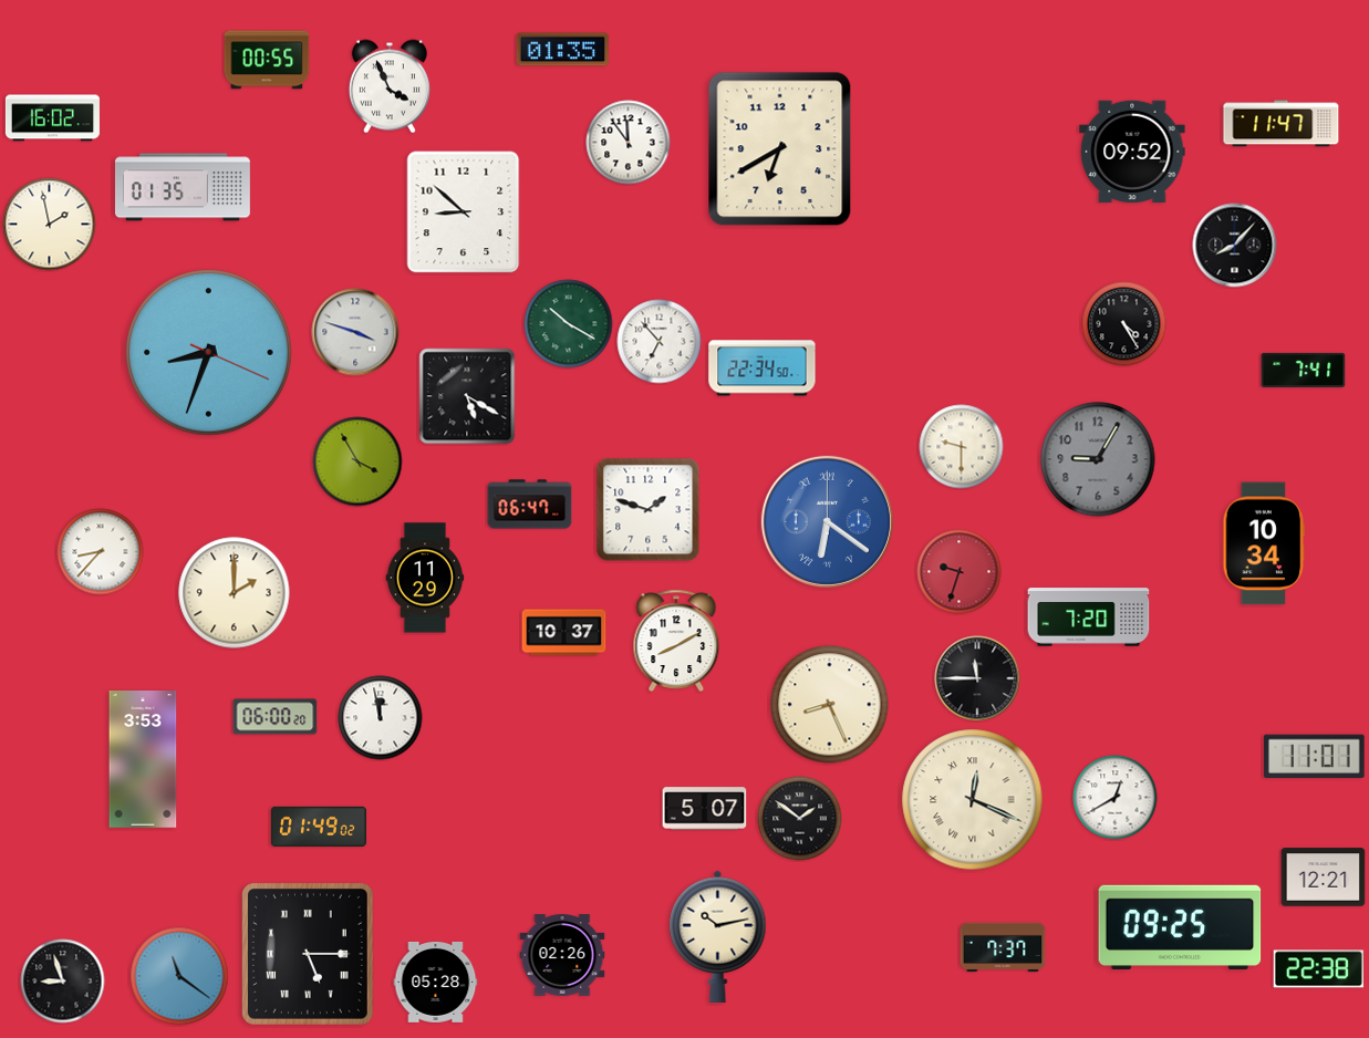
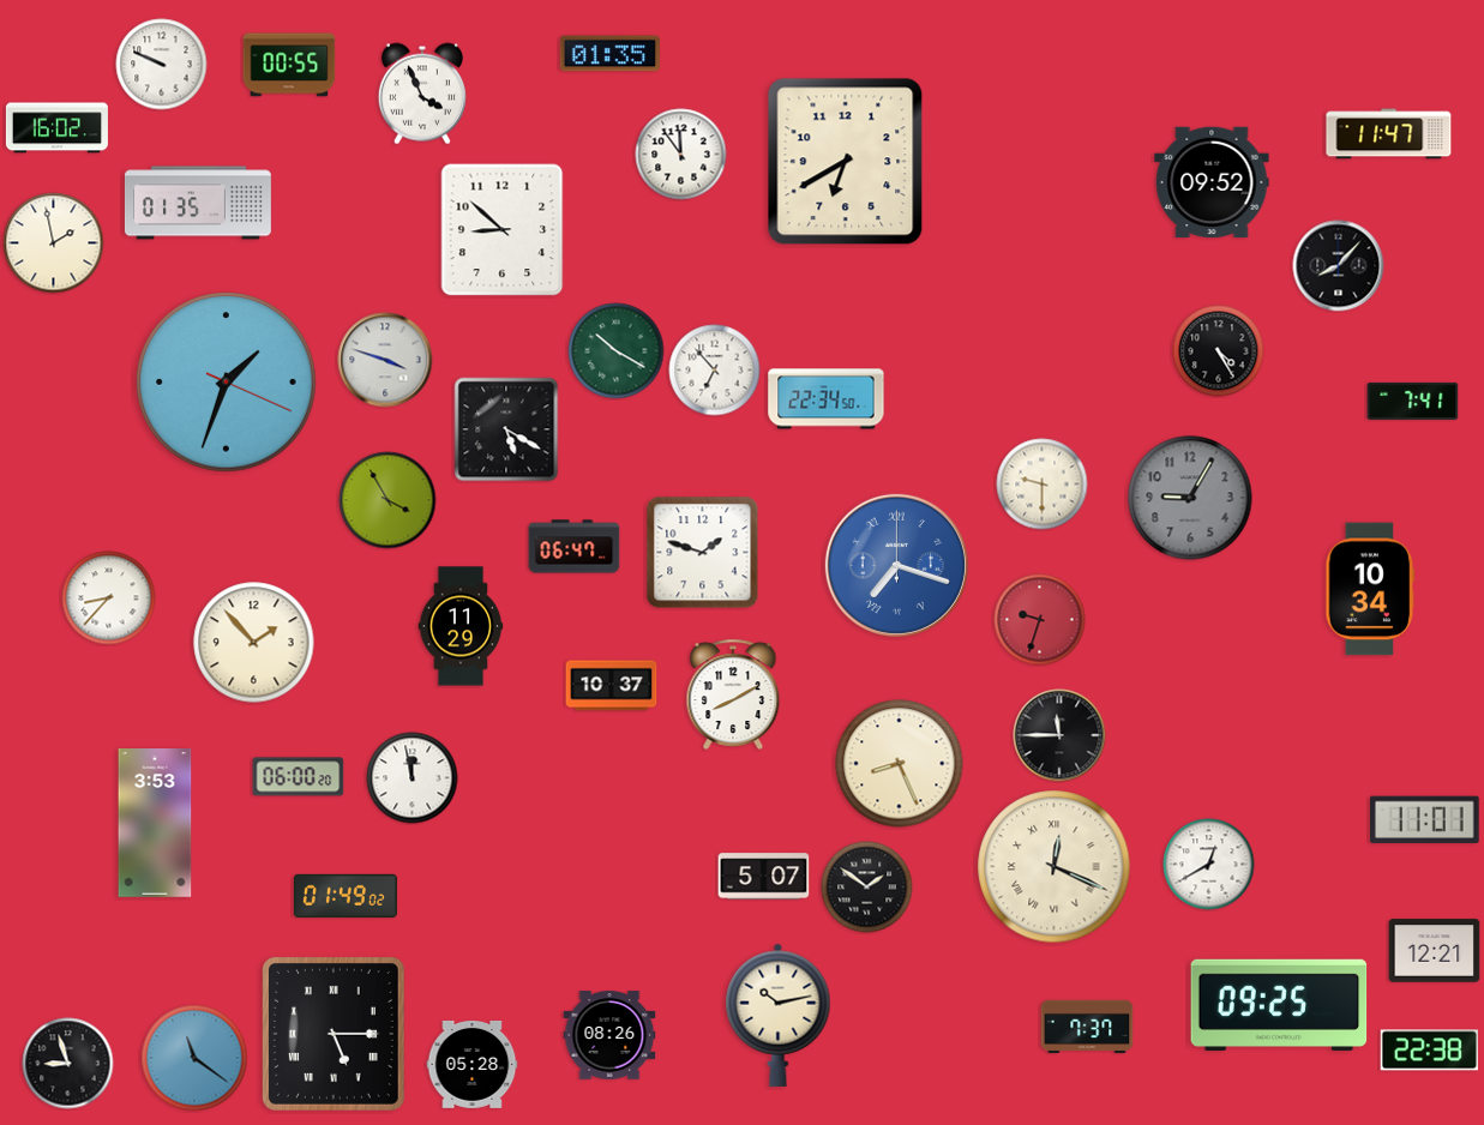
clock at (162, 65): none -> 9:49
clock at (1132, 152) position: (1132, 152) -> (1212, 182)
clock at (209, 353): 8:33 -> 1:33
clock at (827, 521): 6:21 -> 7:18
clock at (235, 593): 2:00 -> 1:53
clock at (1089, 617): 7:20 -> none
clock at (562, 955): 02:26 -> 08:26
